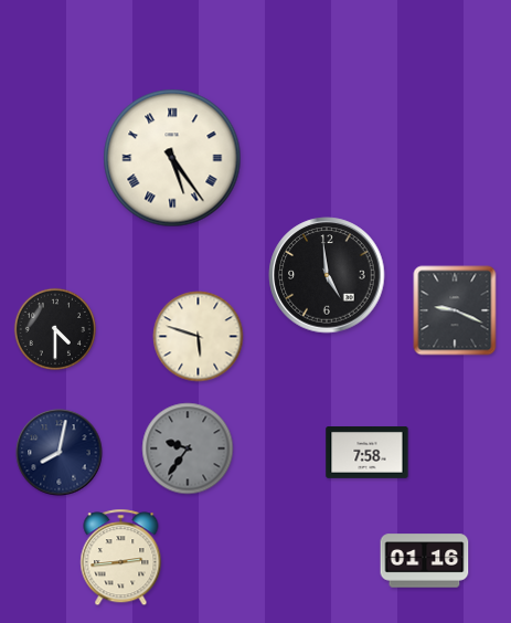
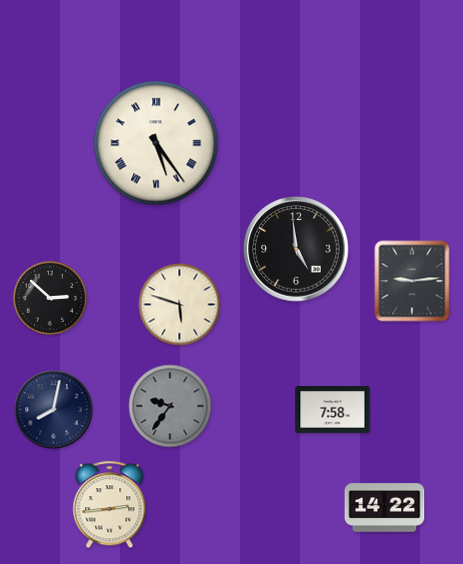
clock at (455, 310): 9:19 -> 9:14
clock at (55, 329): 4:30 -> 2:52
clock at (425, 561): 01:16 -> 14:22
